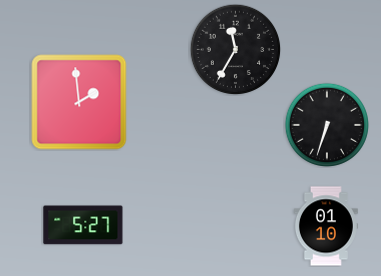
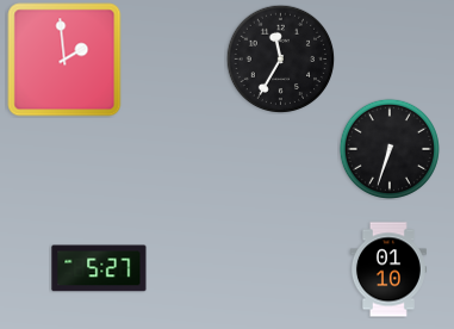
clock at (79, 102) position: (79, 102) -> (64, 60)
